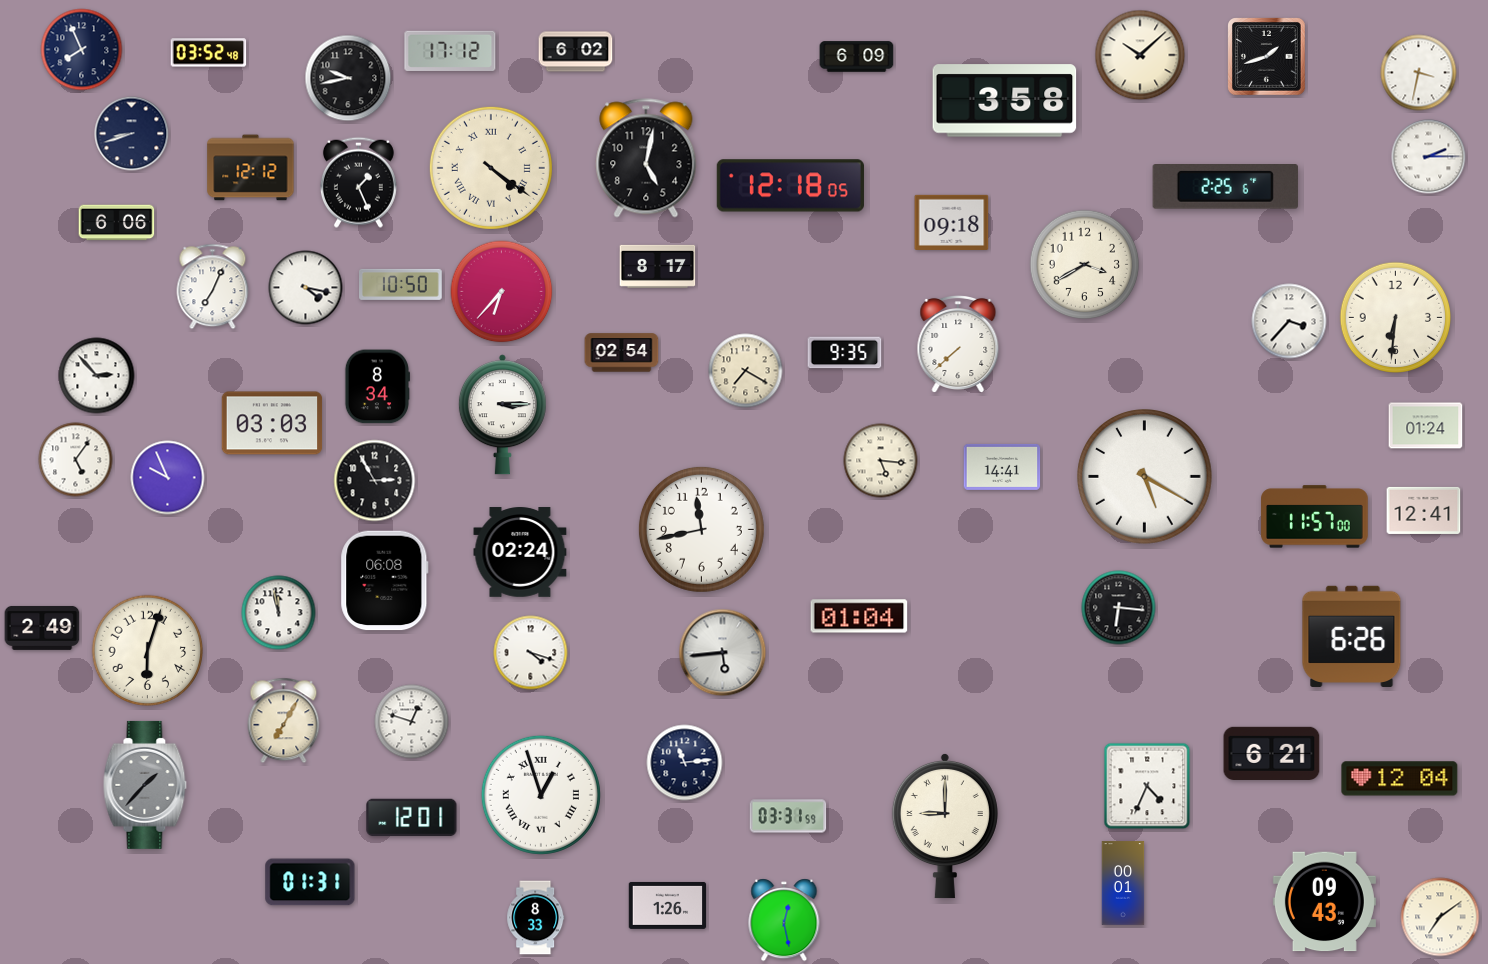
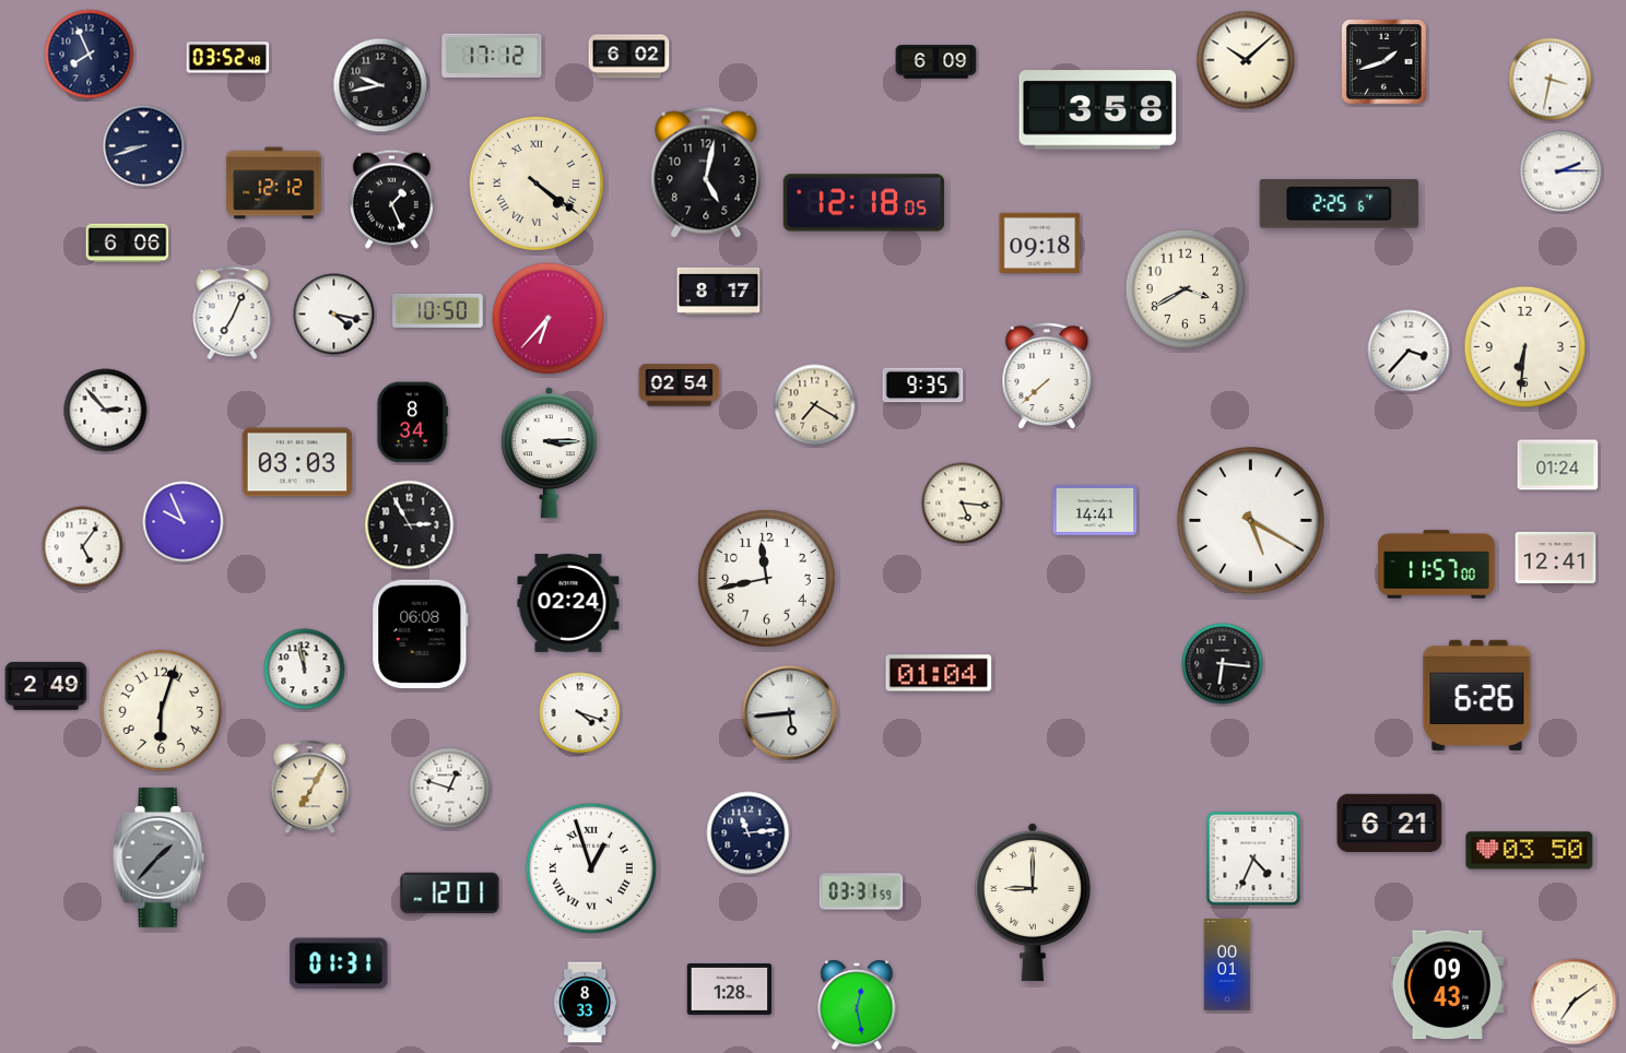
clock at (76, 460) position: (76, 460) -> (83, 547)
clock at (1400, 779): 12:04 -> 03:50
clock at (668, 905): 1:26 -> 1:28
